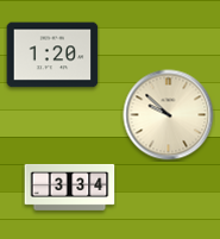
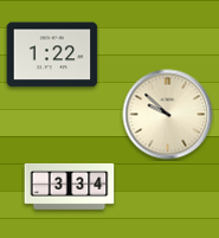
clock at (52, 55): 1:20 -> 1:22
